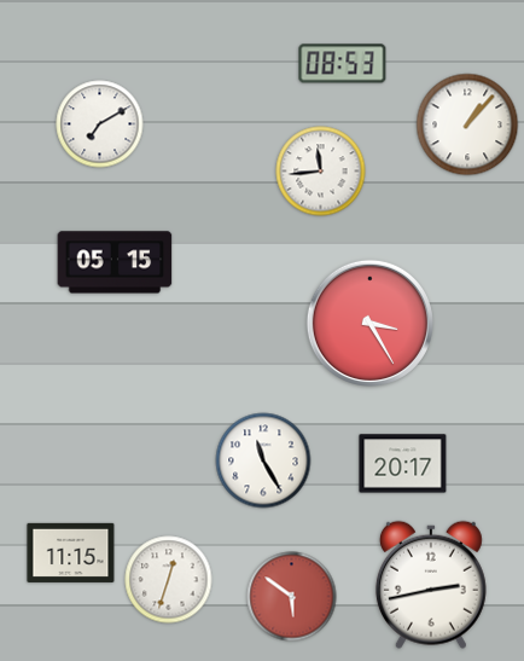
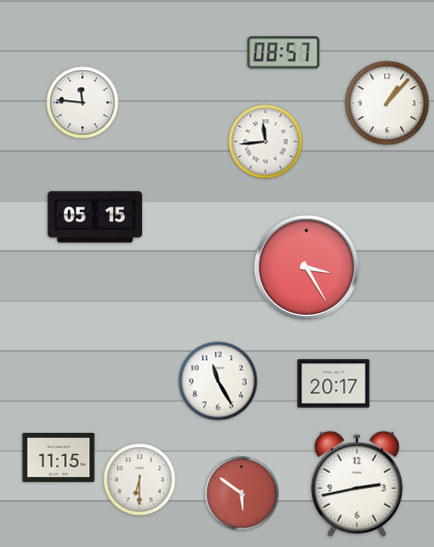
clock at (343, 64): 08:53 -> 08:57
clock at (100, 124): 7:10 -> 11:46
clock at (169, 580): 12:33 -> 6:30
